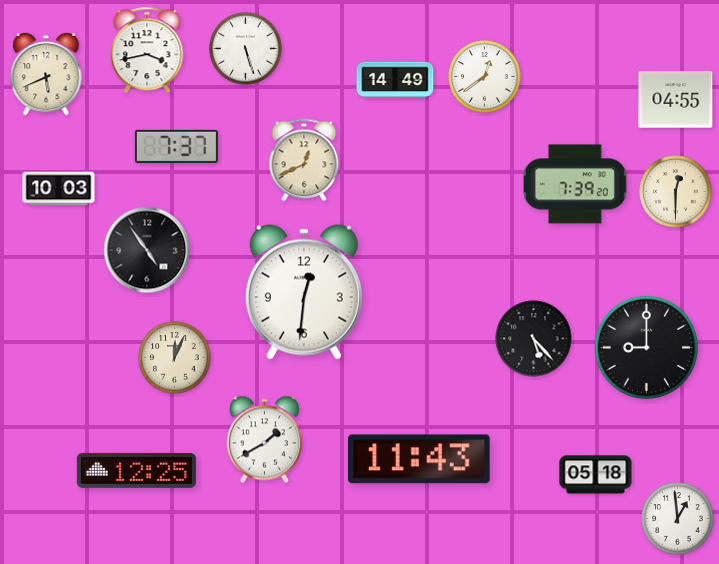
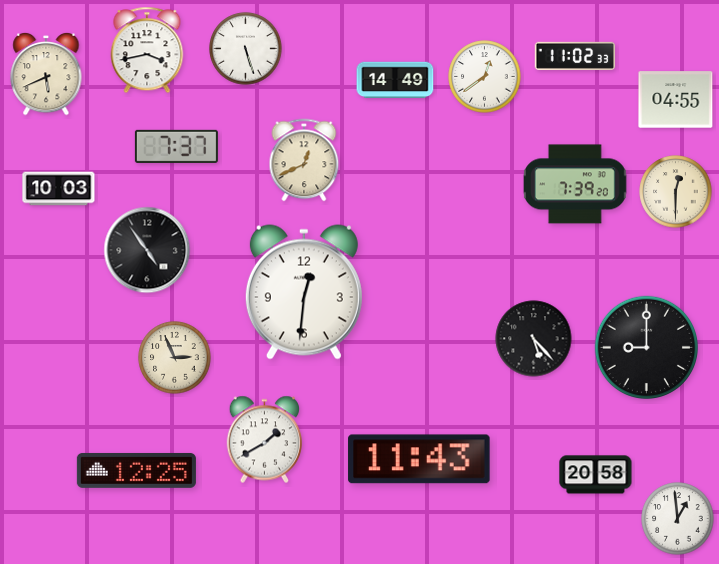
clock at (575, 55): none -> 11:02
clock at (175, 358): 12:04 -> 2:56
clock at (596, 475): 05:18 -> 20:58
